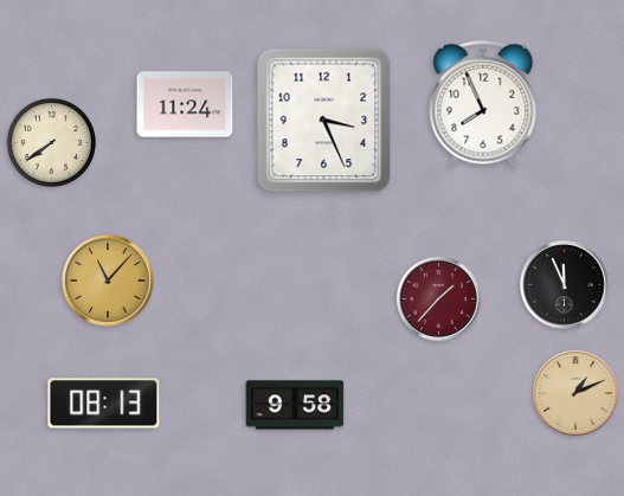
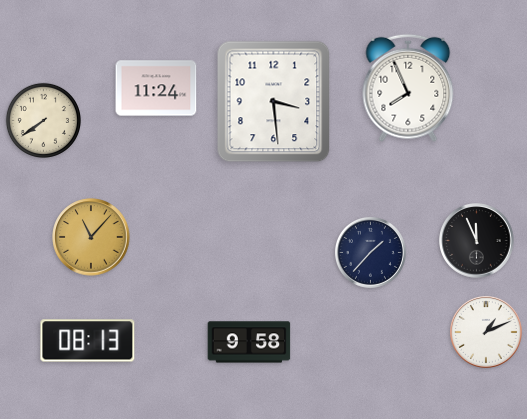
clock at (324, 121): 3:26 -> 3:29
clock at (438, 298) dial: burgundy -> navy
clock at (575, 393) dial: champagne -> white
